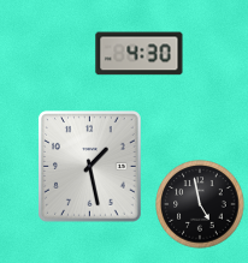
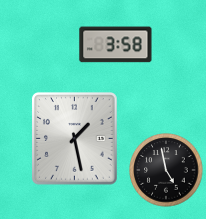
clock at (140, 54): 4:30 -> 3:58
